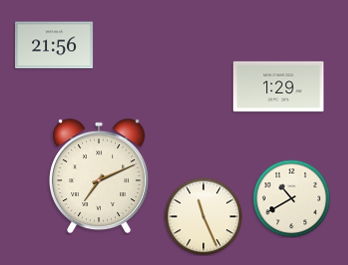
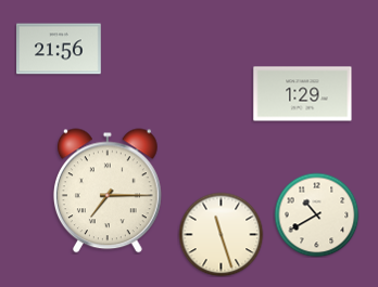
clock at (99, 176): 7:11 -> 7:15
clock at (203, 216): 11:26 -> 11:27
